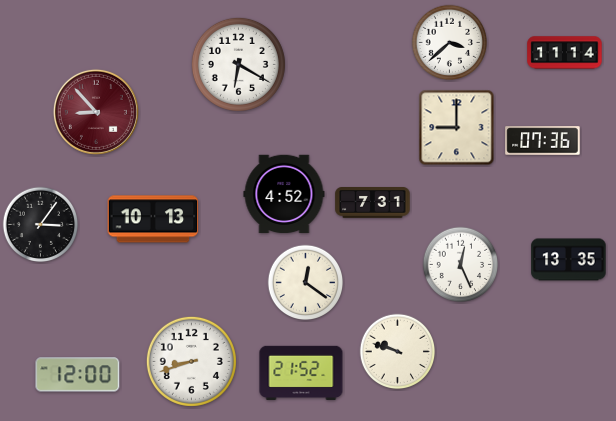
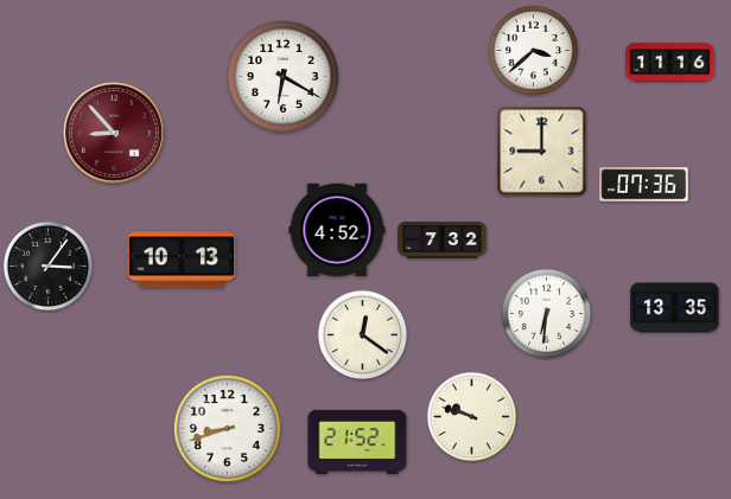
clock at (565, 53): 11:14 -> 11:16
clock at (543, 141) position: (543, 141) -> (644, 185)
clock at (373, 203): 7:31 -> 7:32
clock at (461, 265): 12:26 -> 6:31
clock at (78, 375): 12:00 -> none
